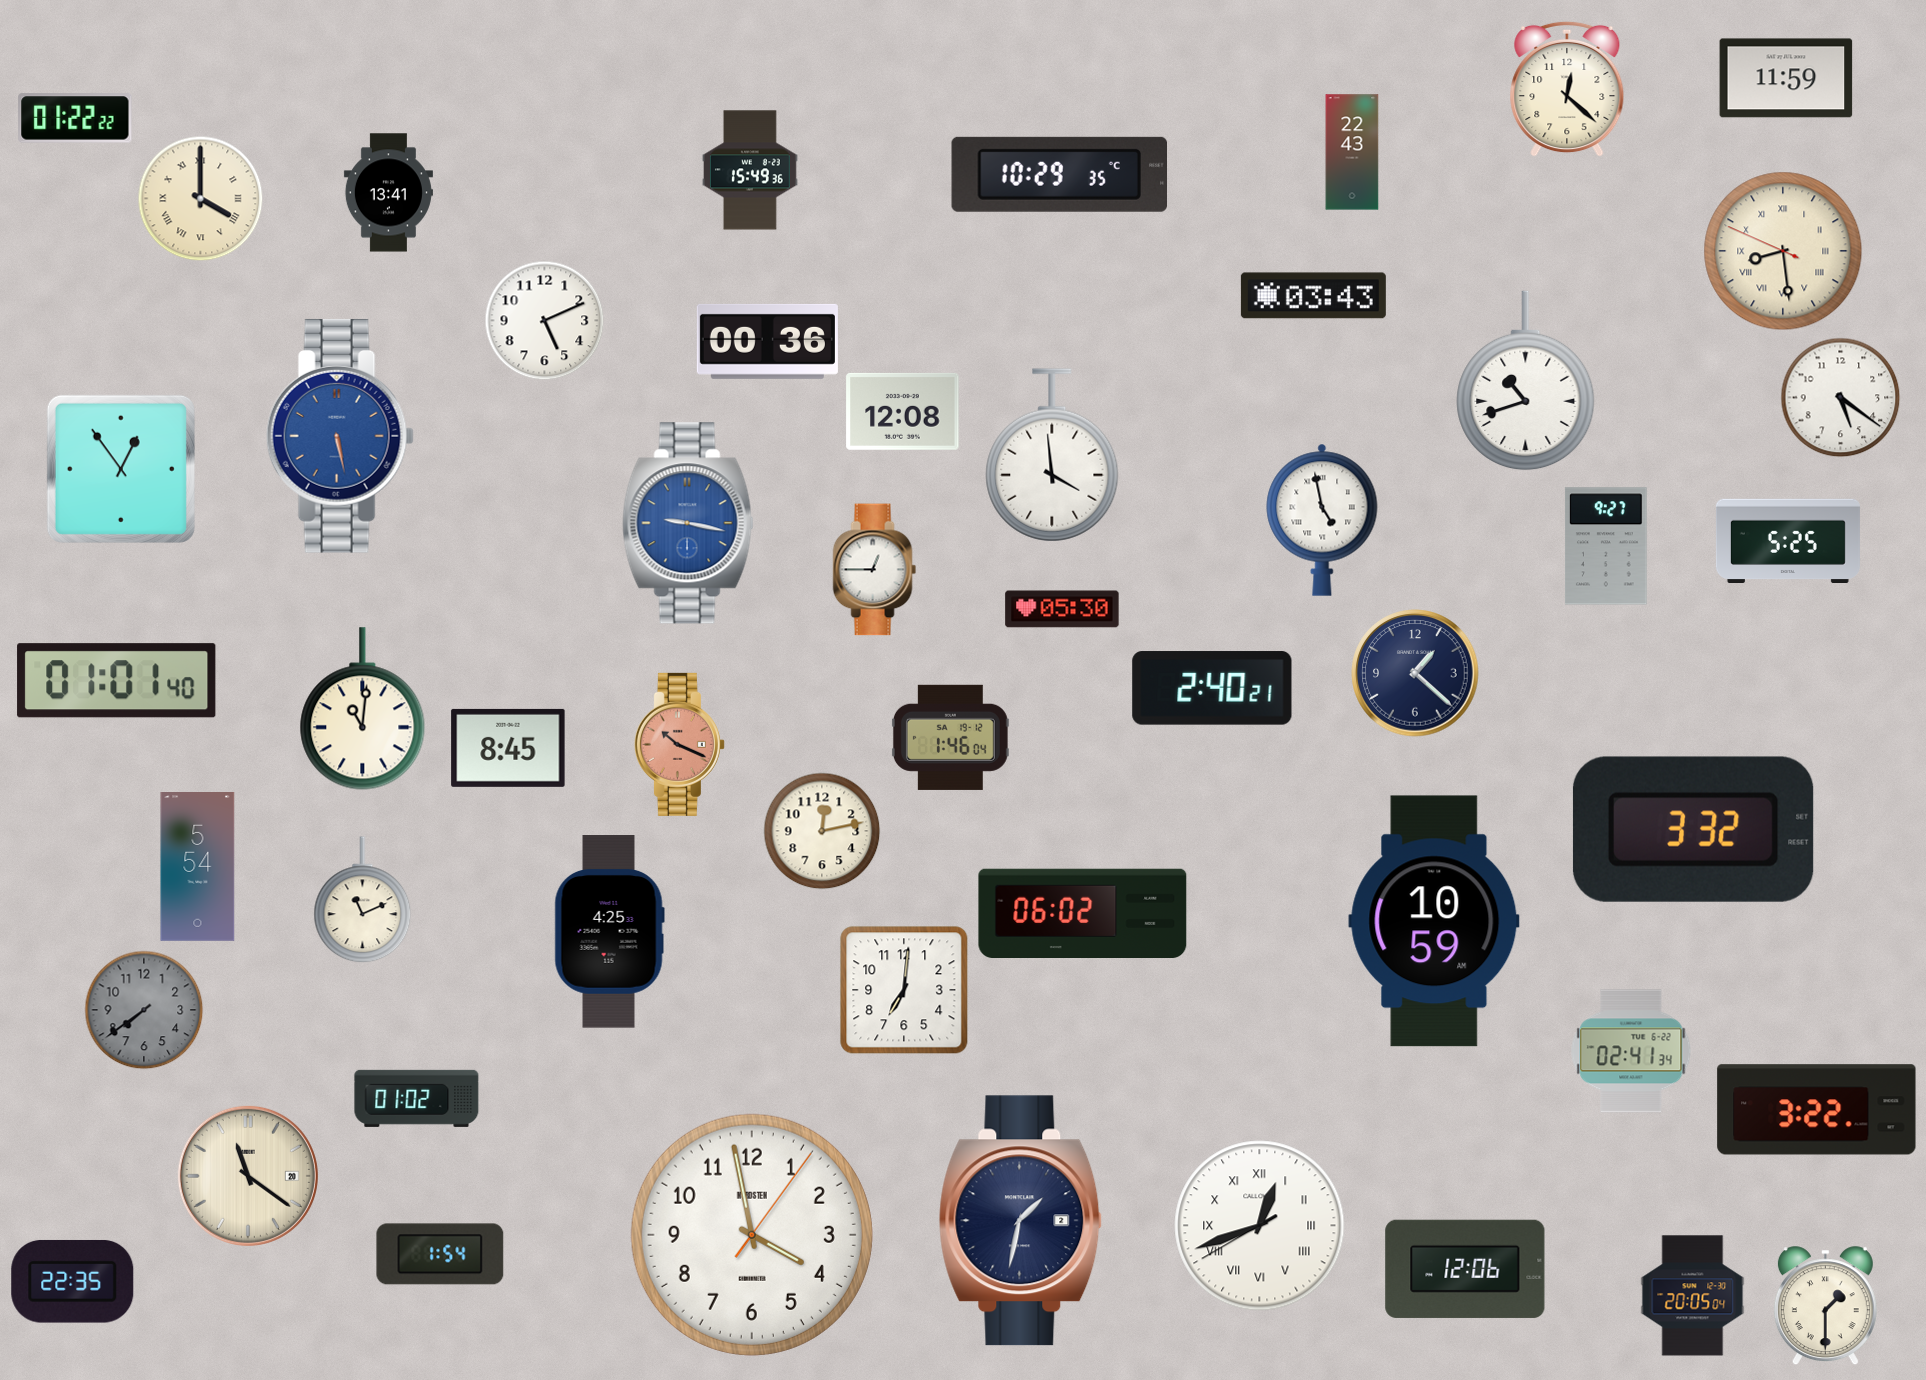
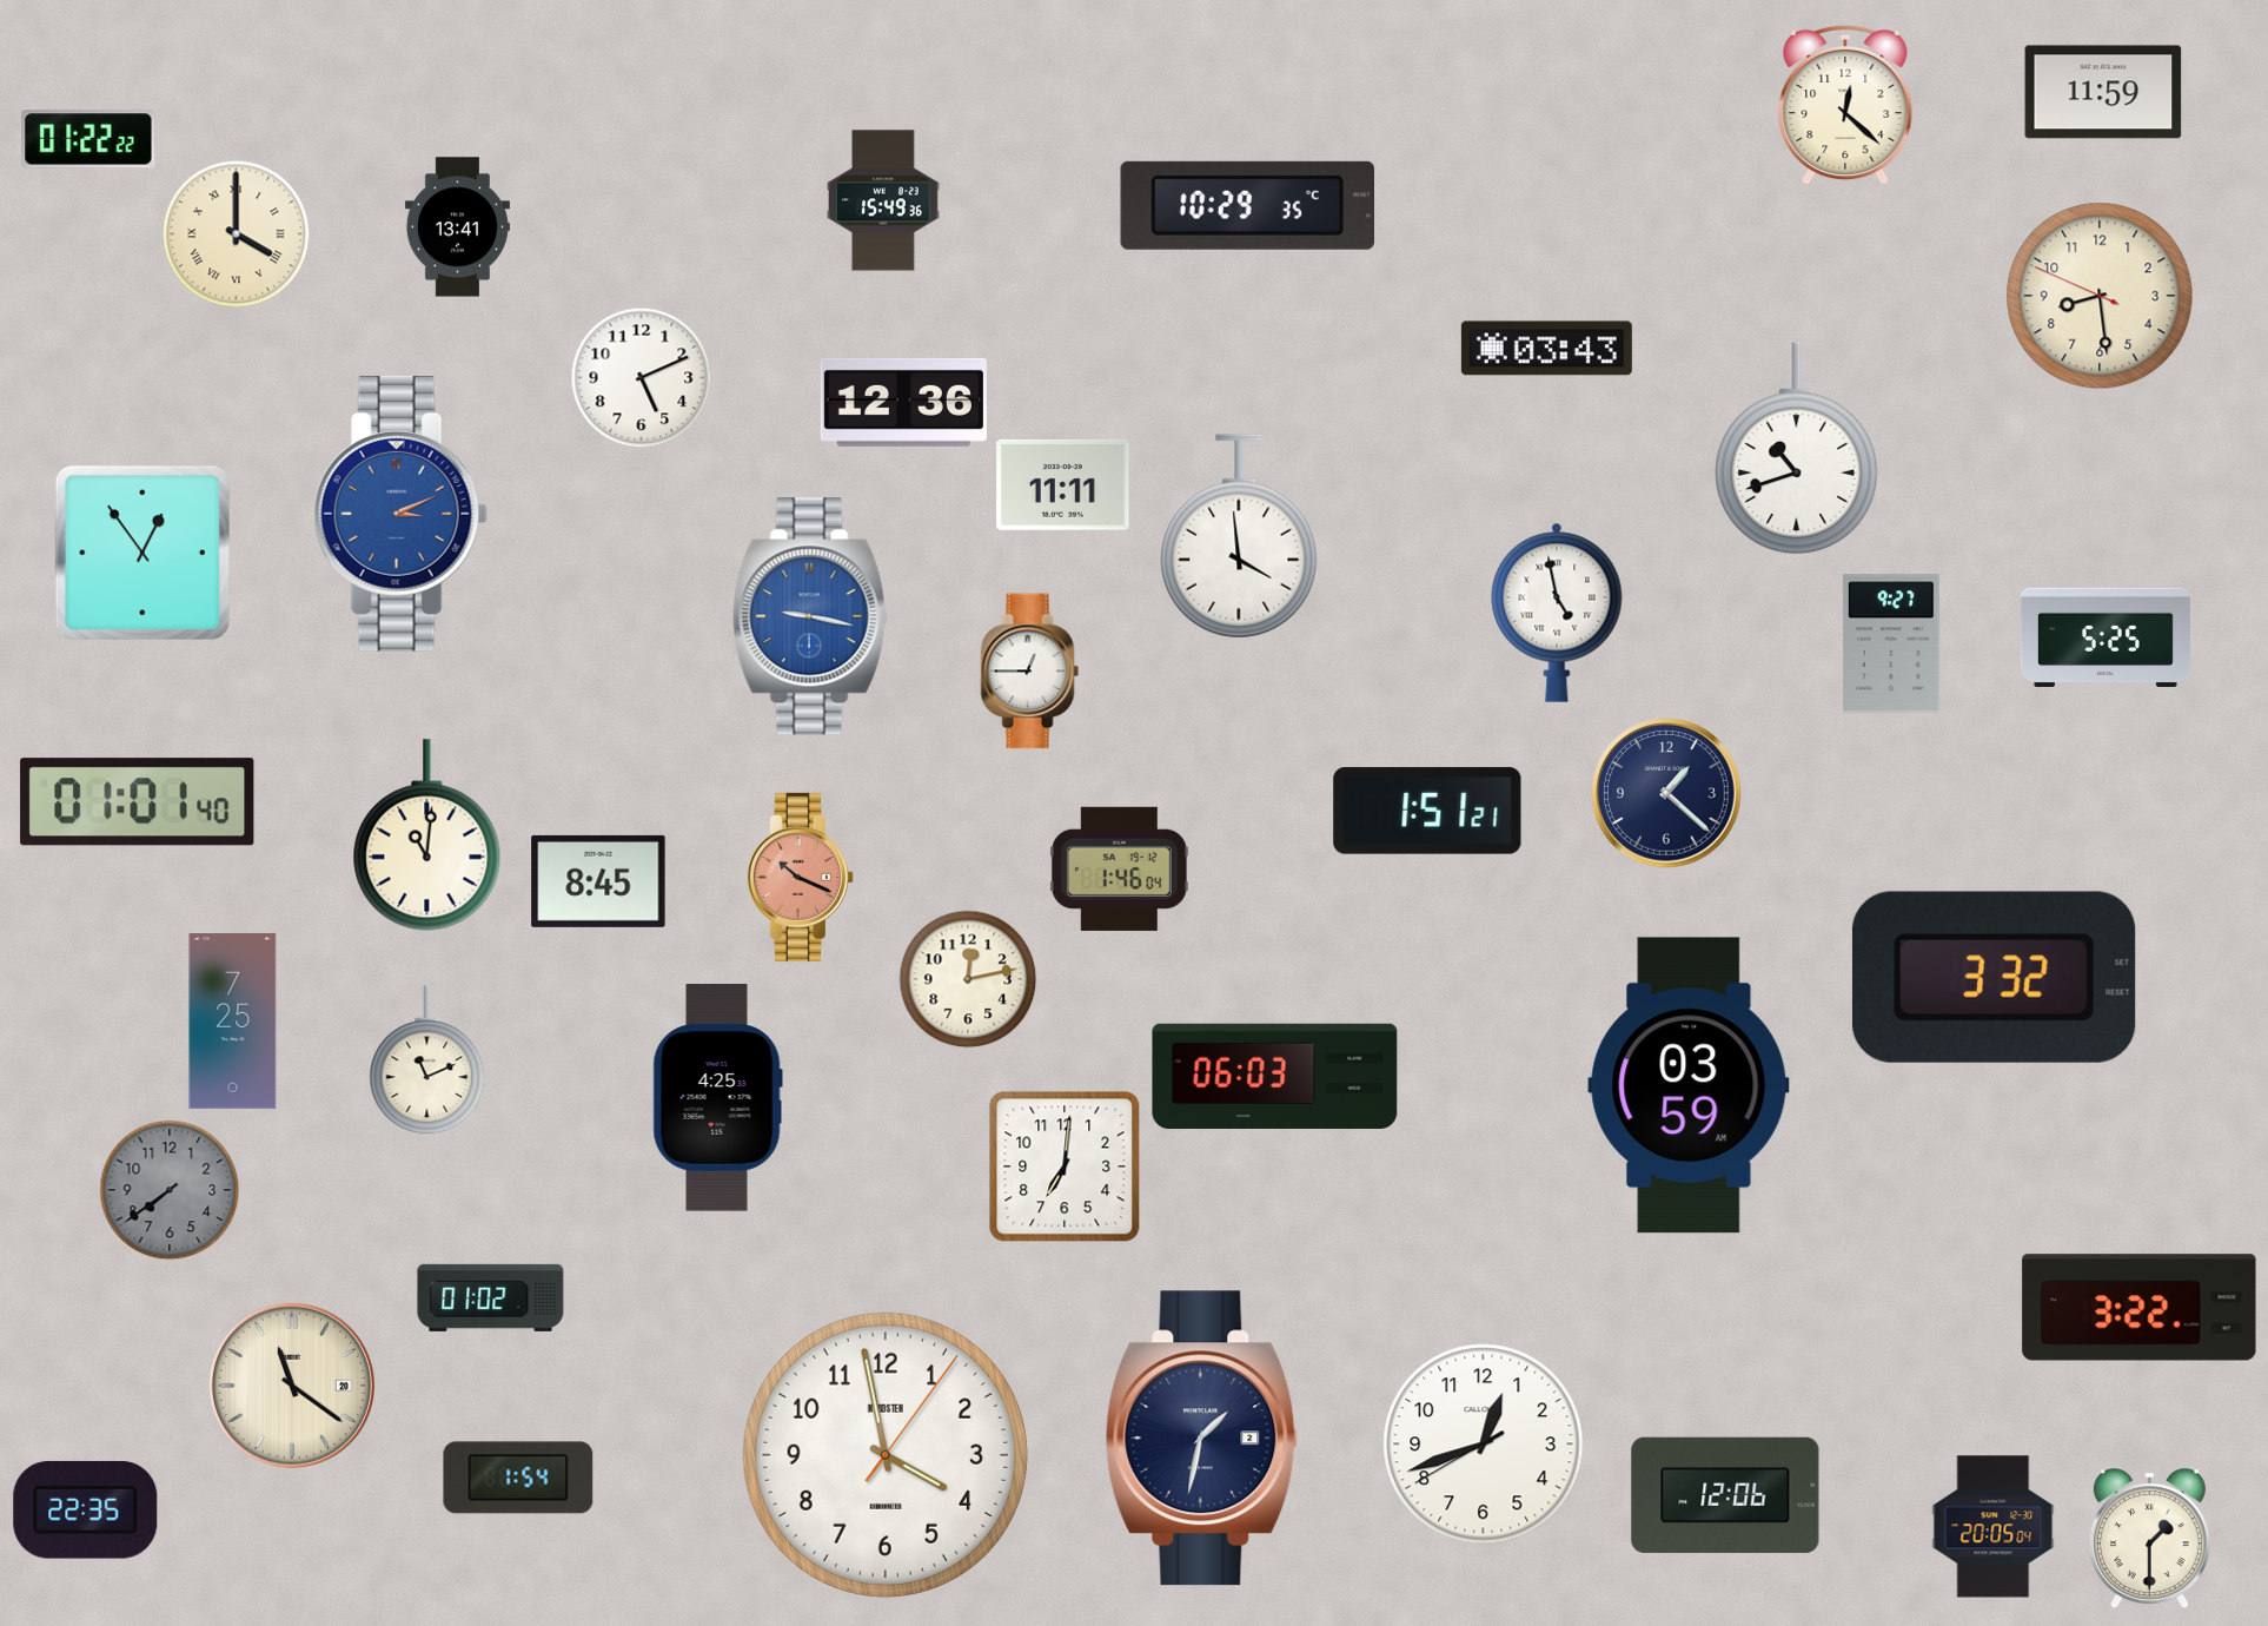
clock at (1352, 152): 22:43 -> none
clock at (1783, 251) numerals: Roman -> Arabic
clock at (767, 341): 00:36 -> 12:36
clock at (1841, 398): 5:21 -> none
clock at (903, 411): 12:08 -> 11:11
clock at (340, 436): 5:28 -> 3:11
clock at (1062, 609): 05:30 -> none
clock at (1212, 688): 2:40 -> 1:51
clock at (198, 867): 5:54 -> 7:25
clock at (1083, 913): 06:02 -> 06:03
clock at (1434, 921): 10:59 -> 03:59
clock at (1631, 1051): 02:41 -> none
clock at (417, 1098) position: (417, 1098) -> (491, 1297)
clock at (1260, 1226) numerals: Roman -> Arabic
